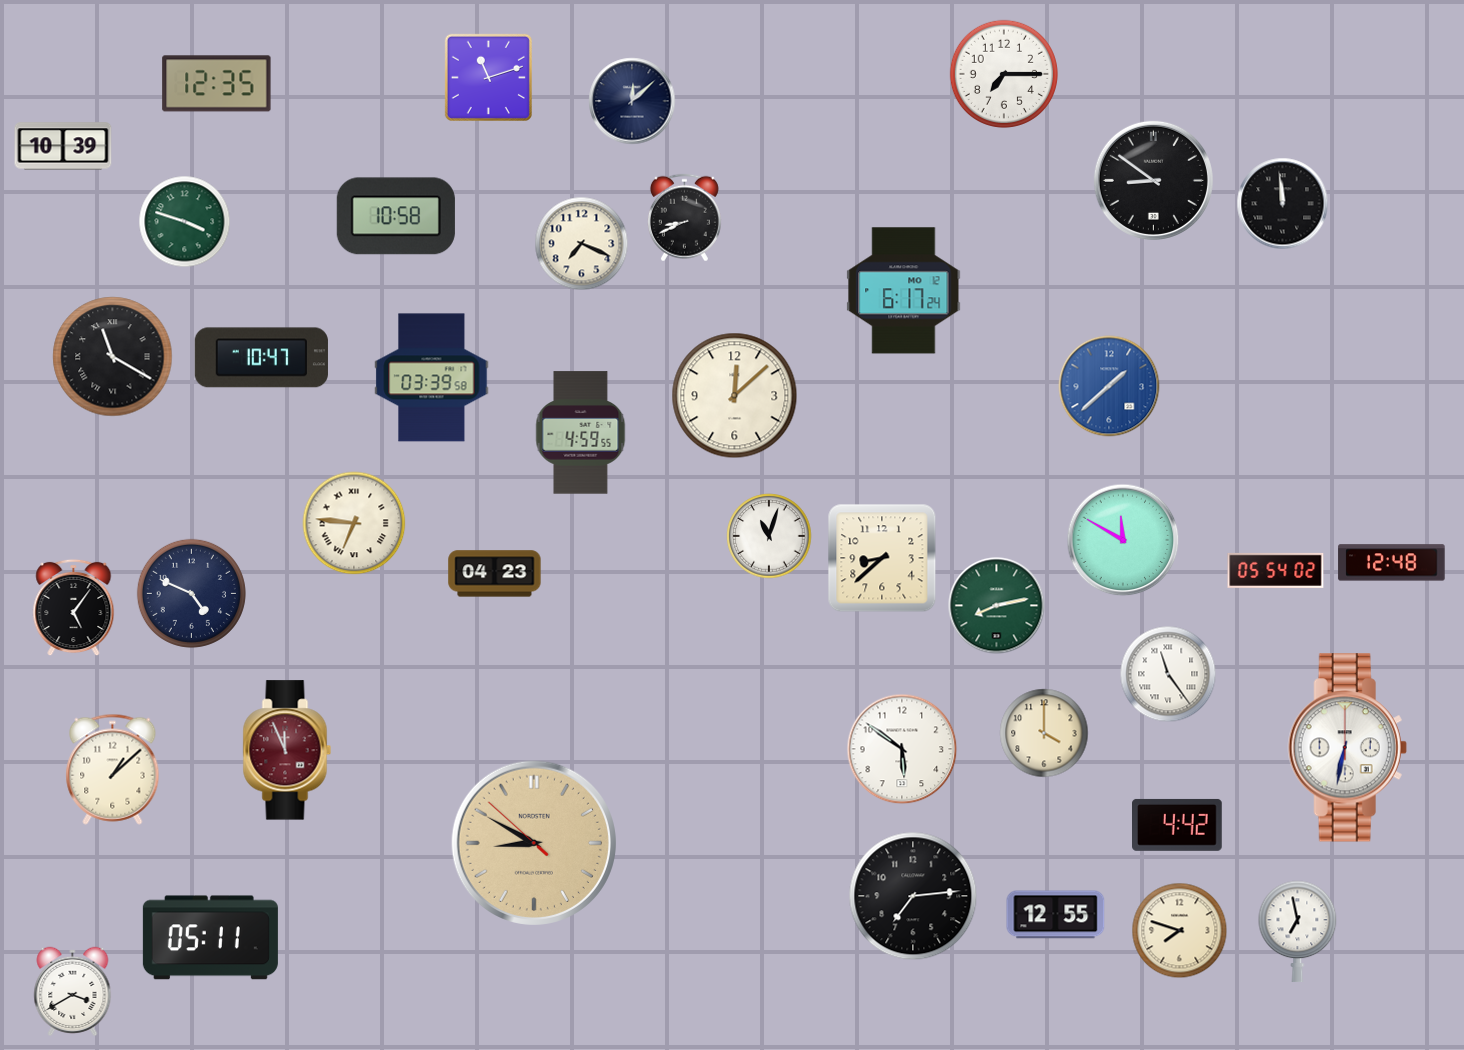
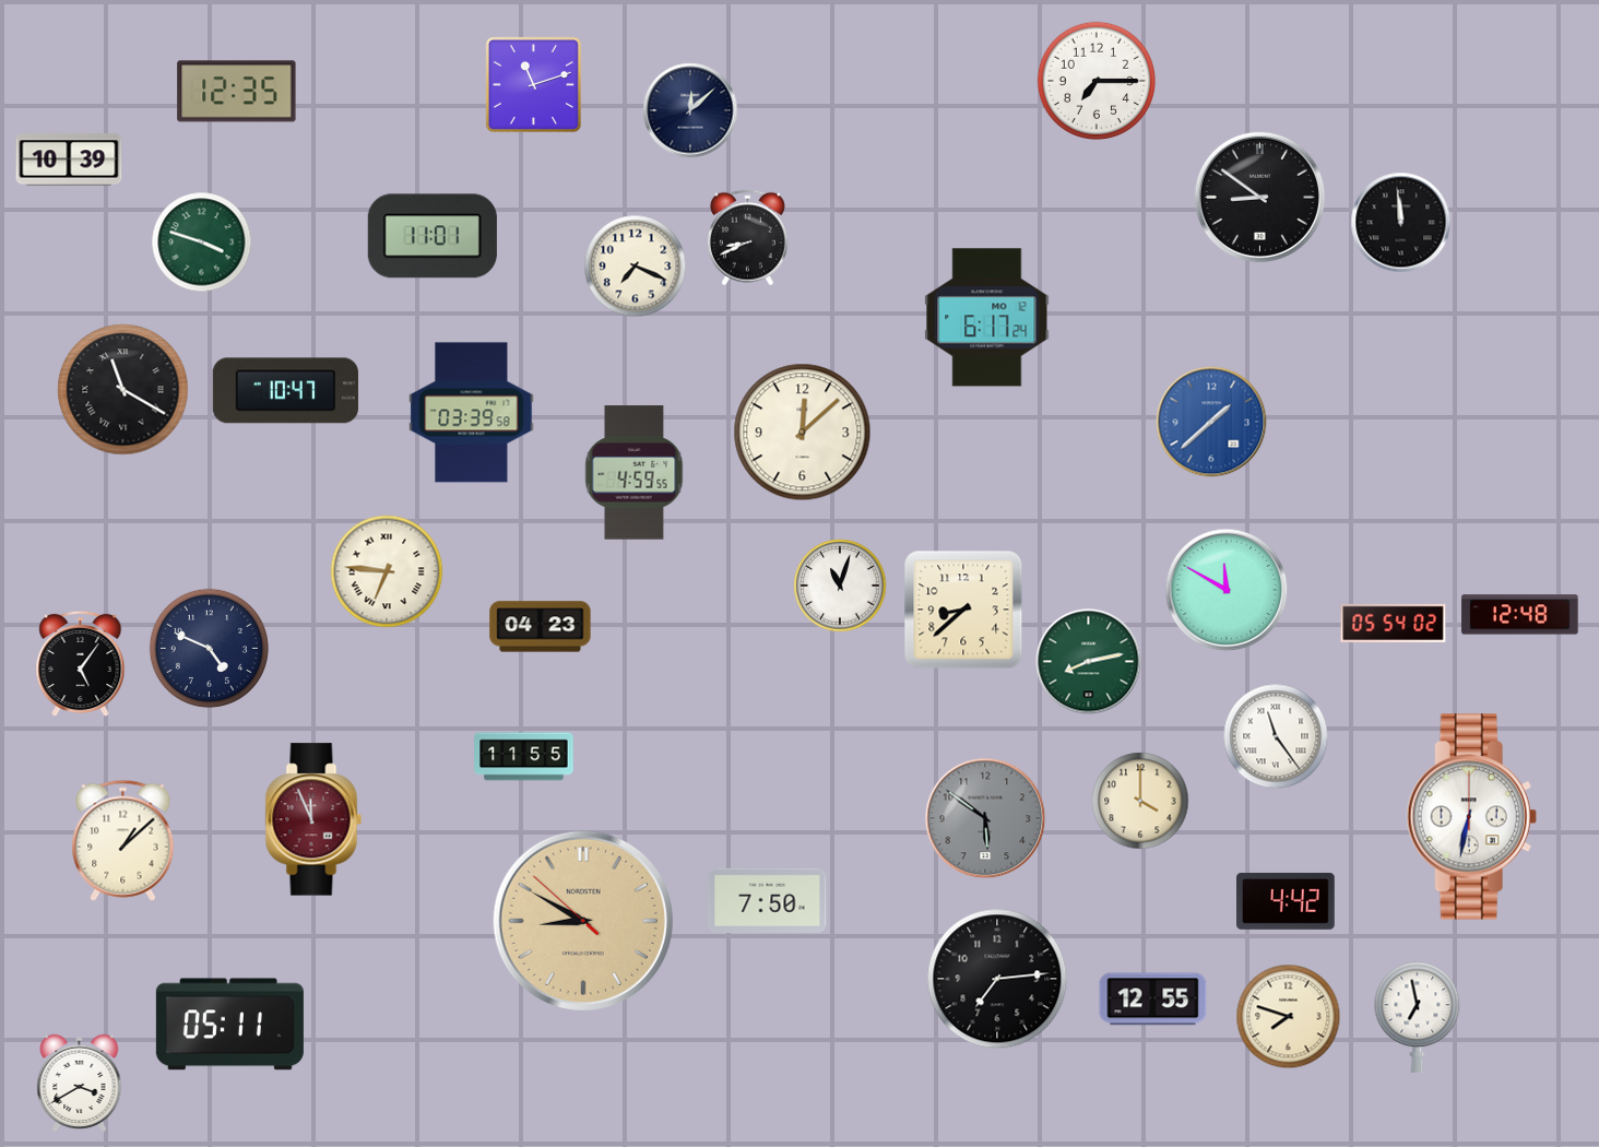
clock at (396, 216): 10:58 -> 11:01
clock at (524, 757): none -> 11:55
clock at (902, 749) dial: white -> grey
clock at (768, 900): none -> 7:50
